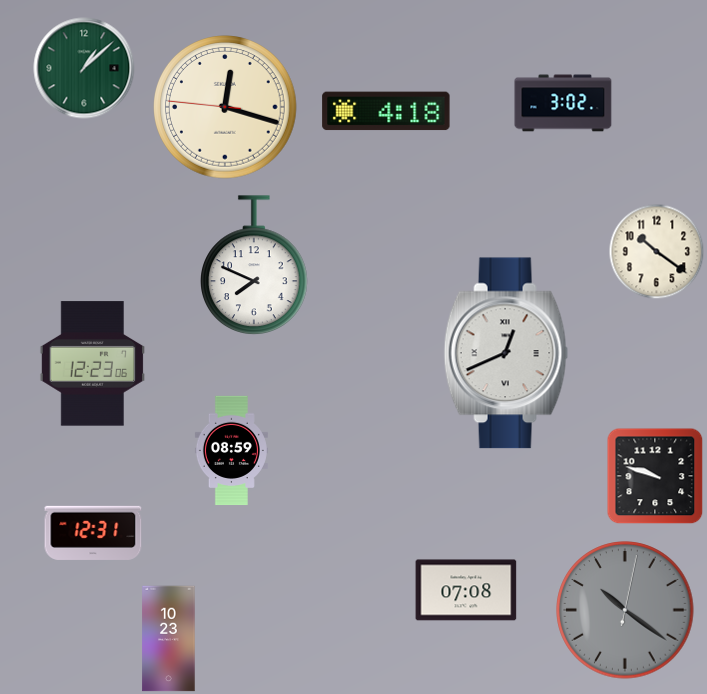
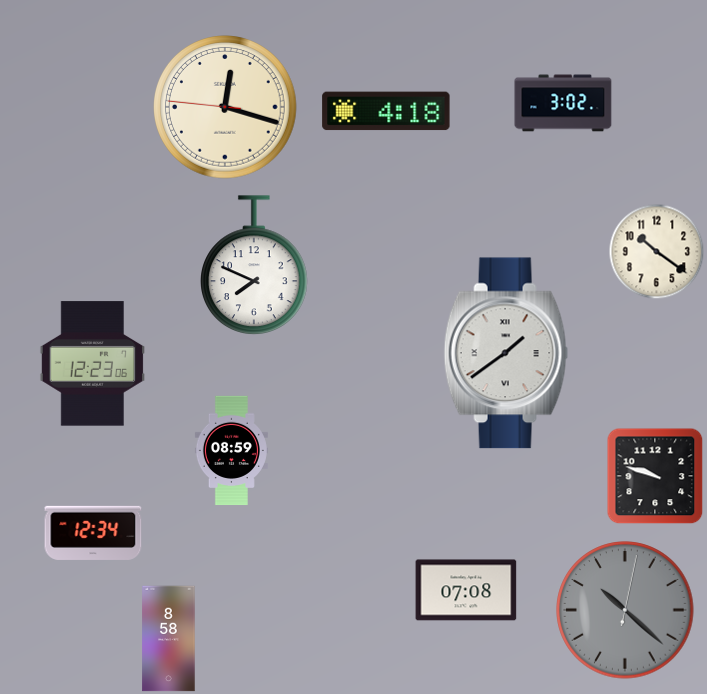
clock at (84, 68): 1:08 -> none
clock at (506, 353): 12:41 -> 1:39
clock at (93, 533): 12:31 -> 12:34
clock at (625, 610): 10:21 -> 10:22
clock at (169, 639): 10:23 -> 8:58
